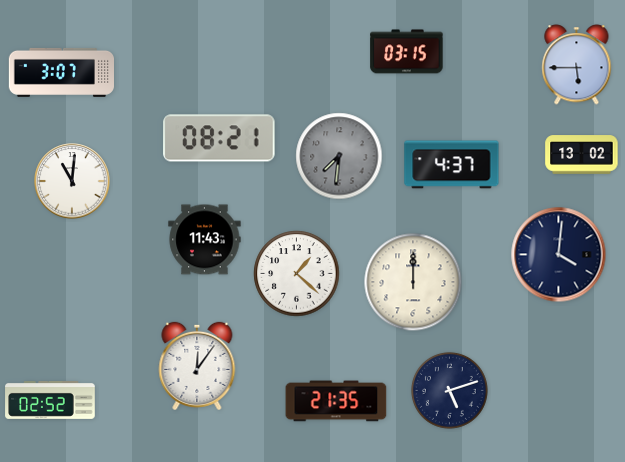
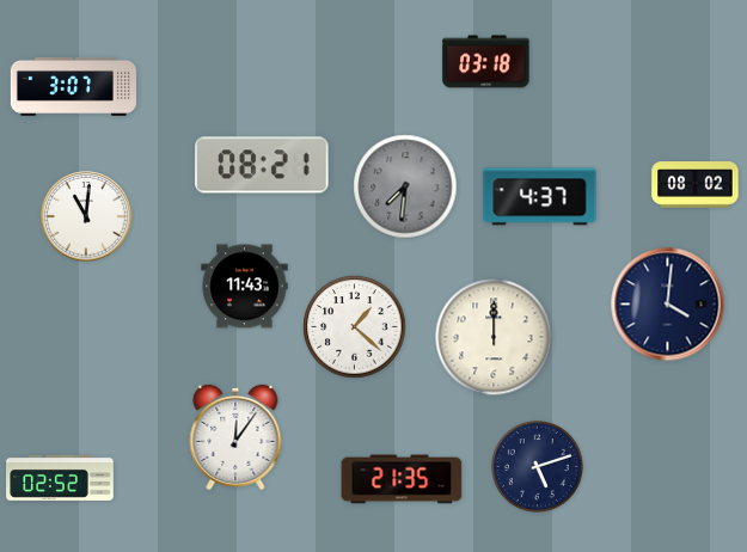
clock at (407, 52): 03:15 -> 03:18
clock at (577, 65): 5:45 -> none
clock at (582, 155): 13:02 -> 08:02
